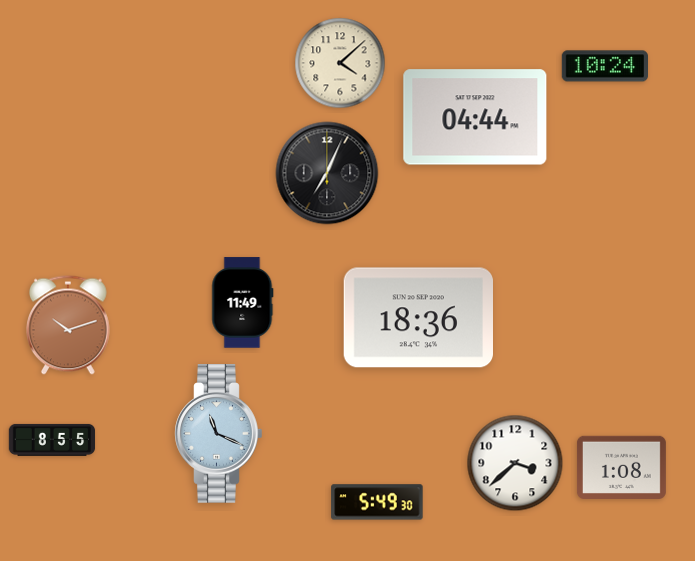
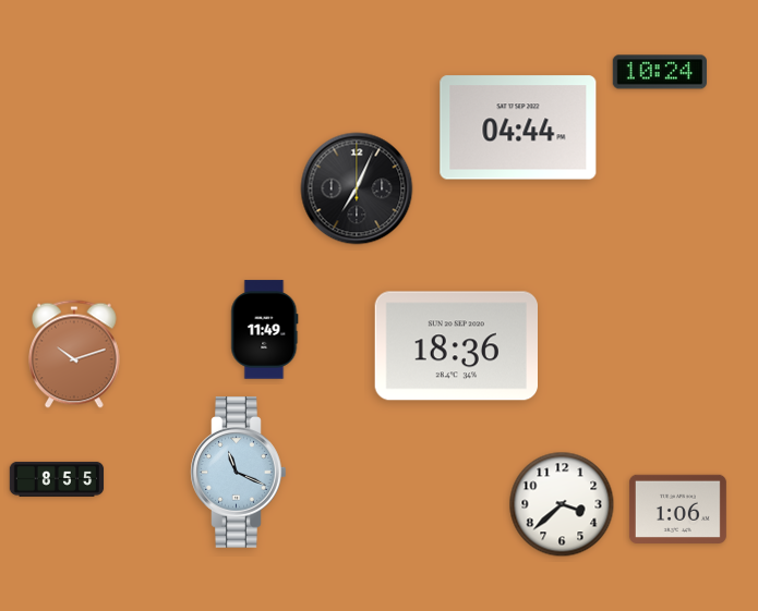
clock at (340, 63): 4:08 -> none
clock at (621, 467): 1:08 -> 1:06
clock at (377, 502): 5:49 -> none
